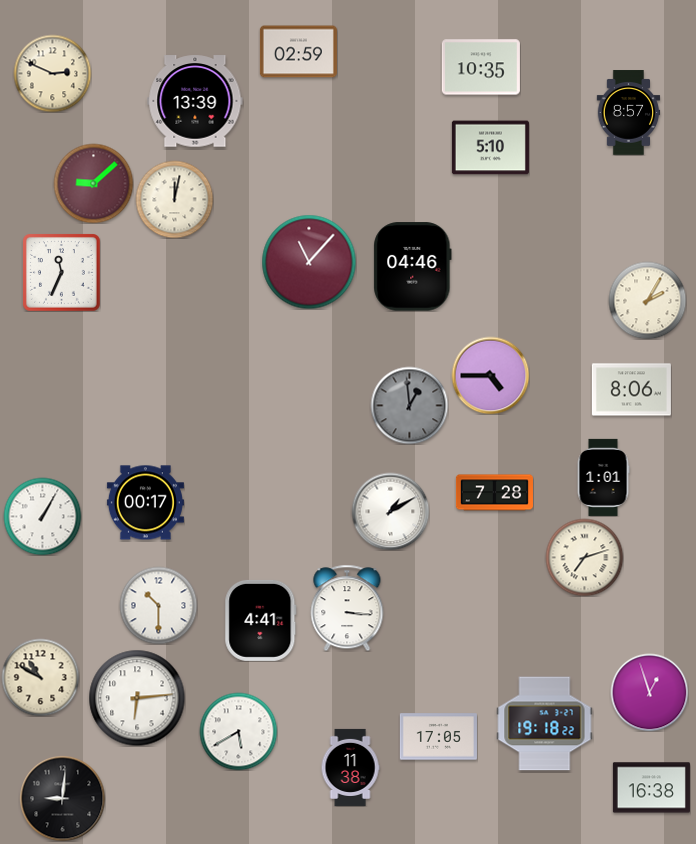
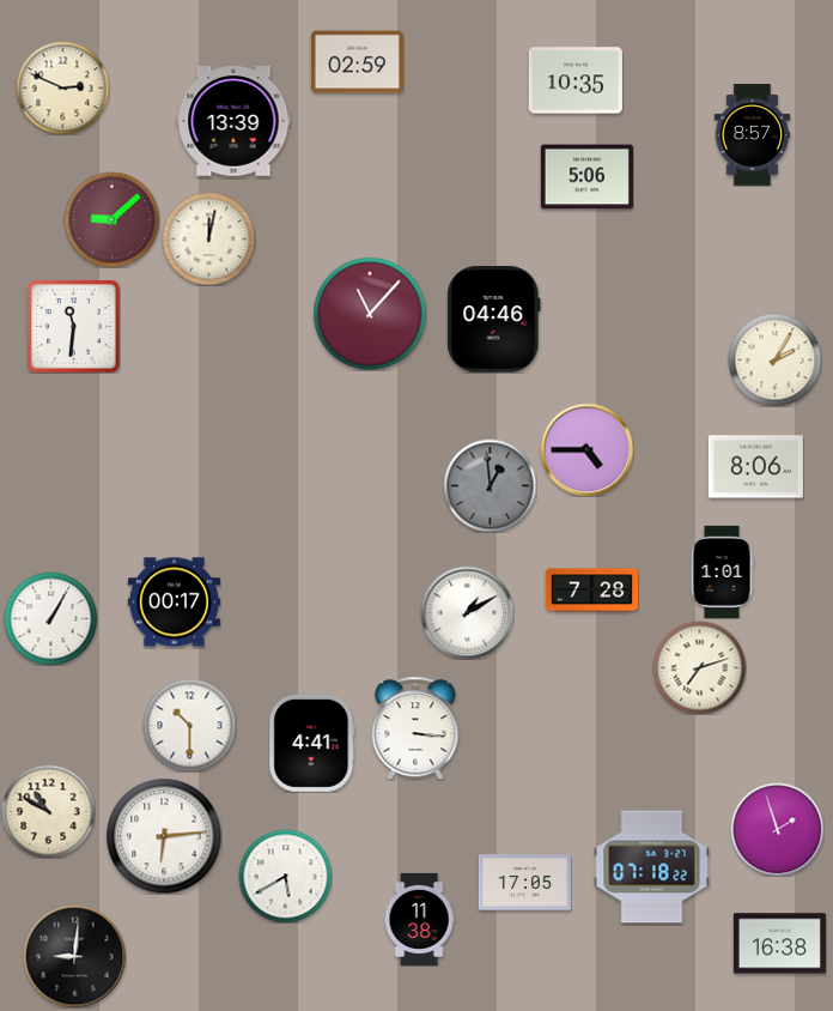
clock at (490, 148): 5:10 -> 5:06
clock at (62, 273): 11:34 -> 11:31
clock at (649, 692): 12:57 -> 1:57
clock at (545, 724): 19:18 -> 07:18
